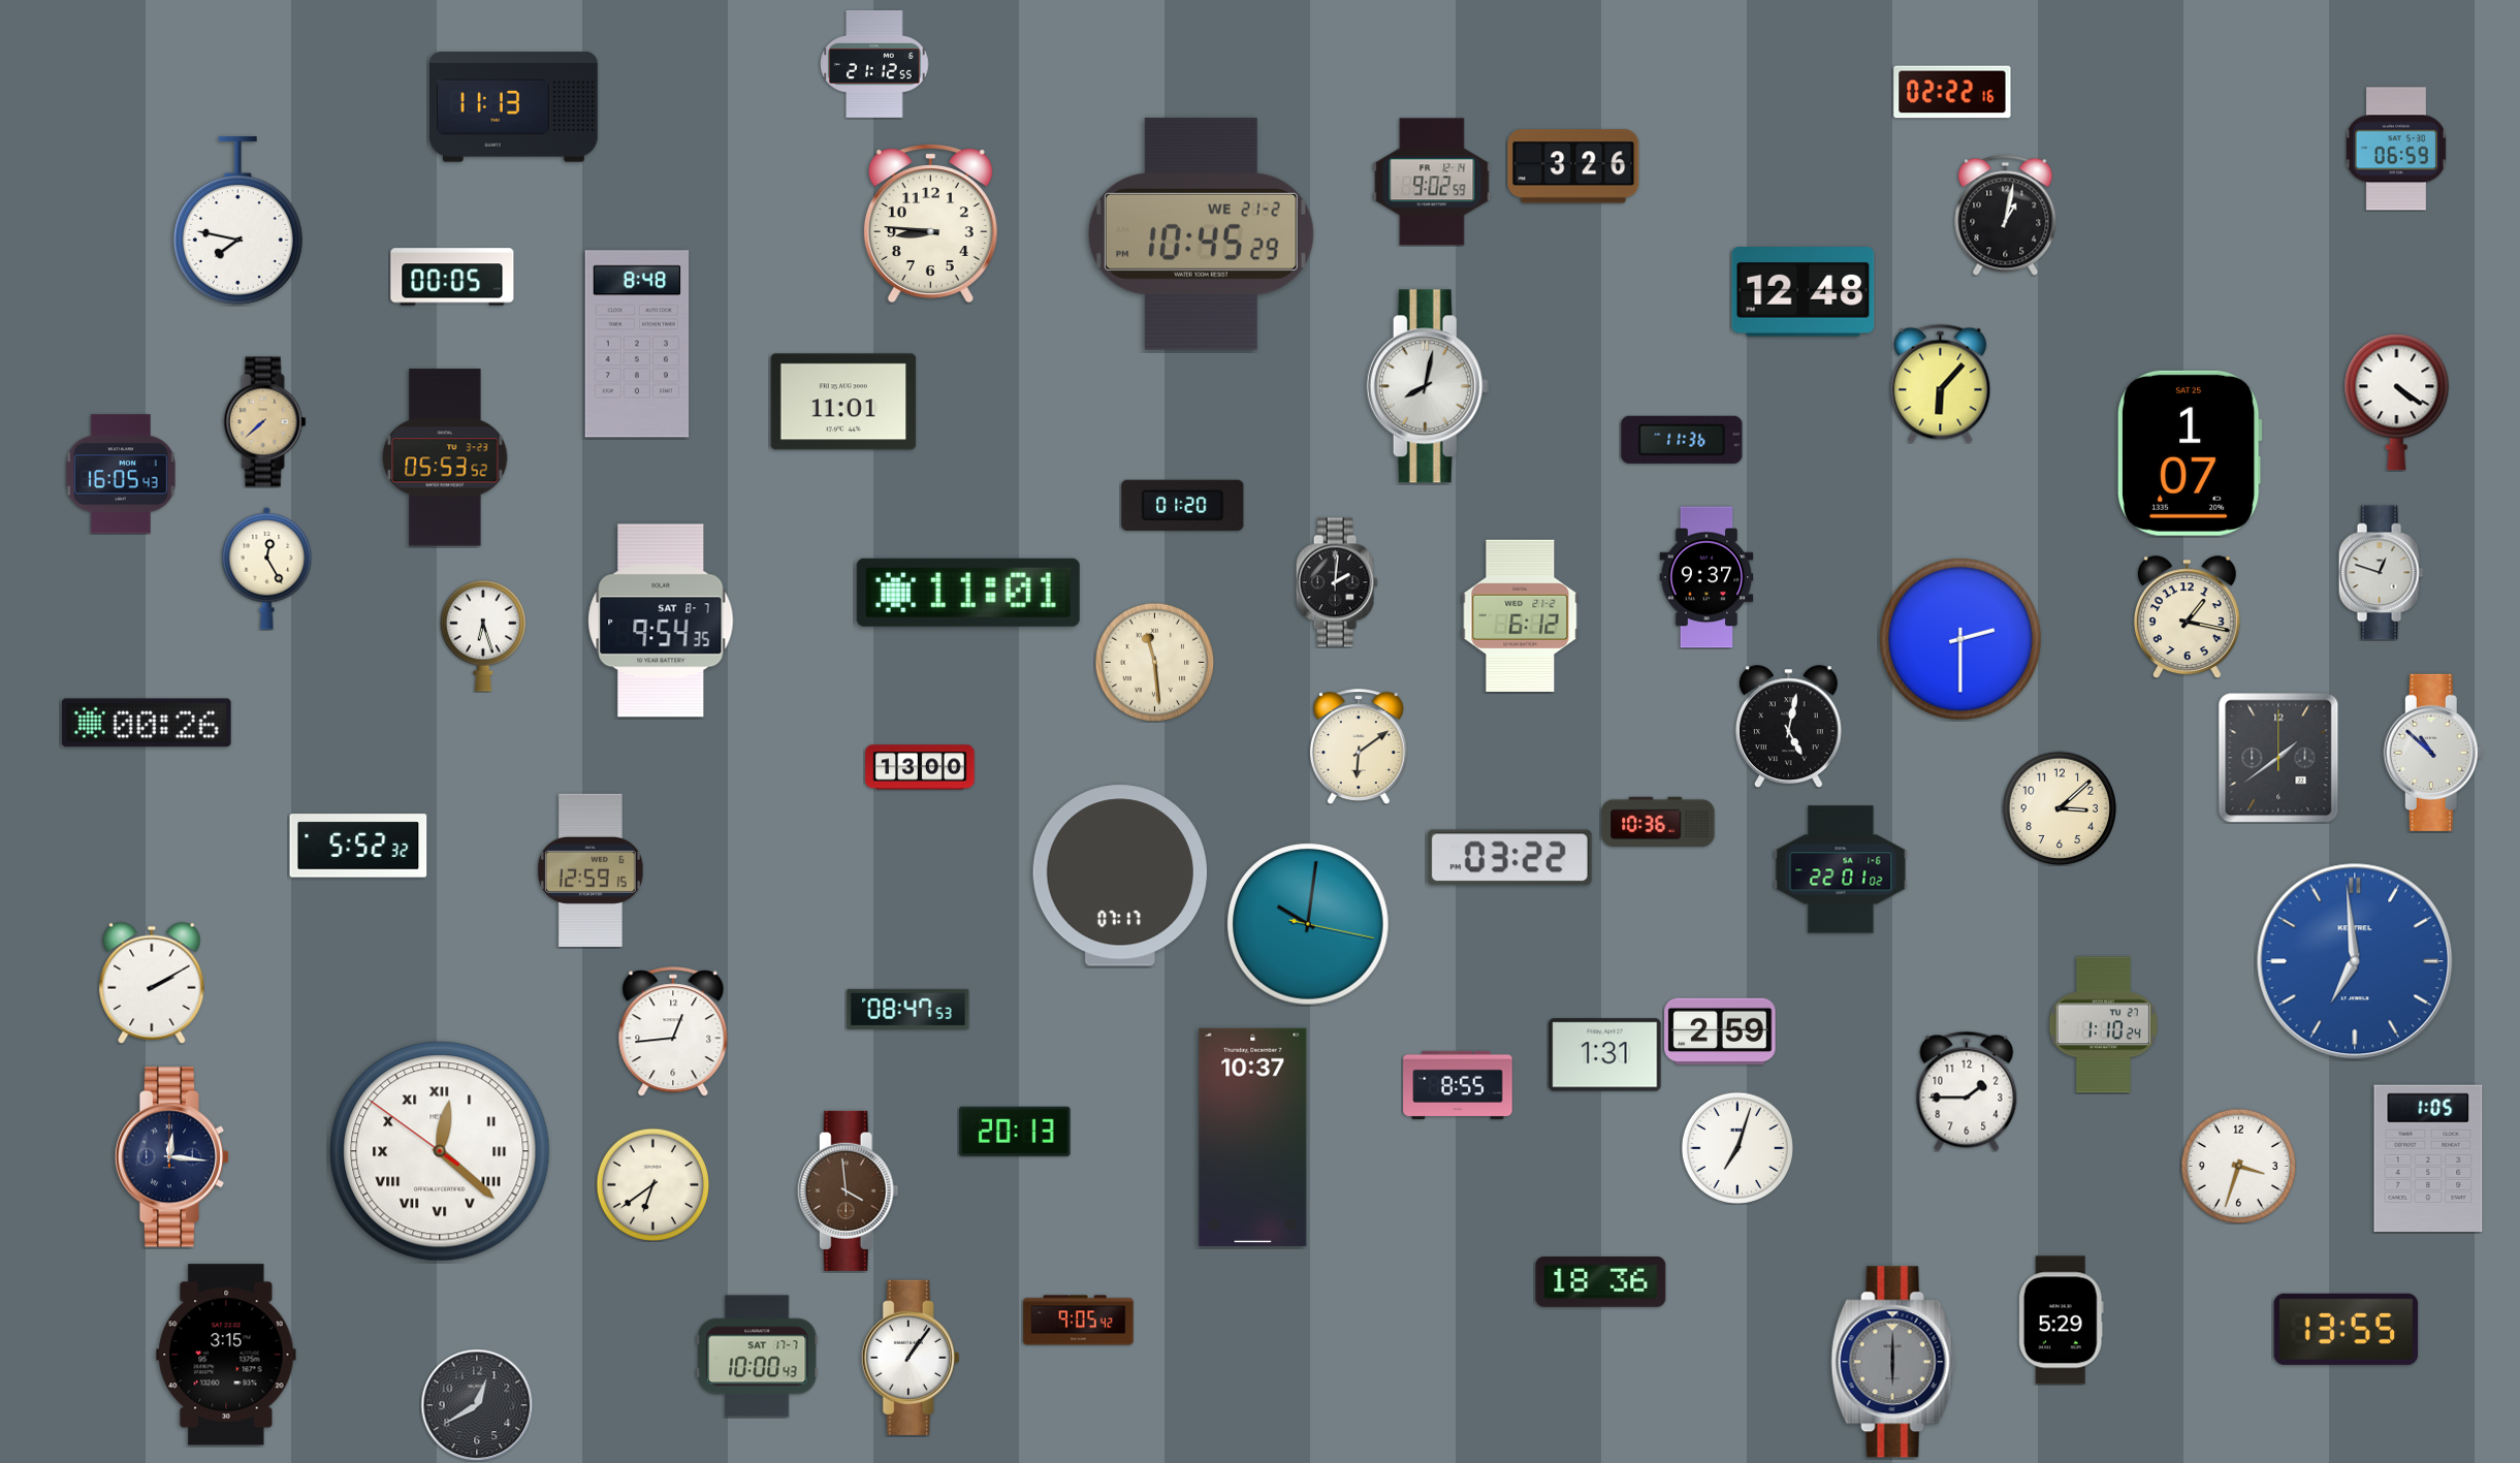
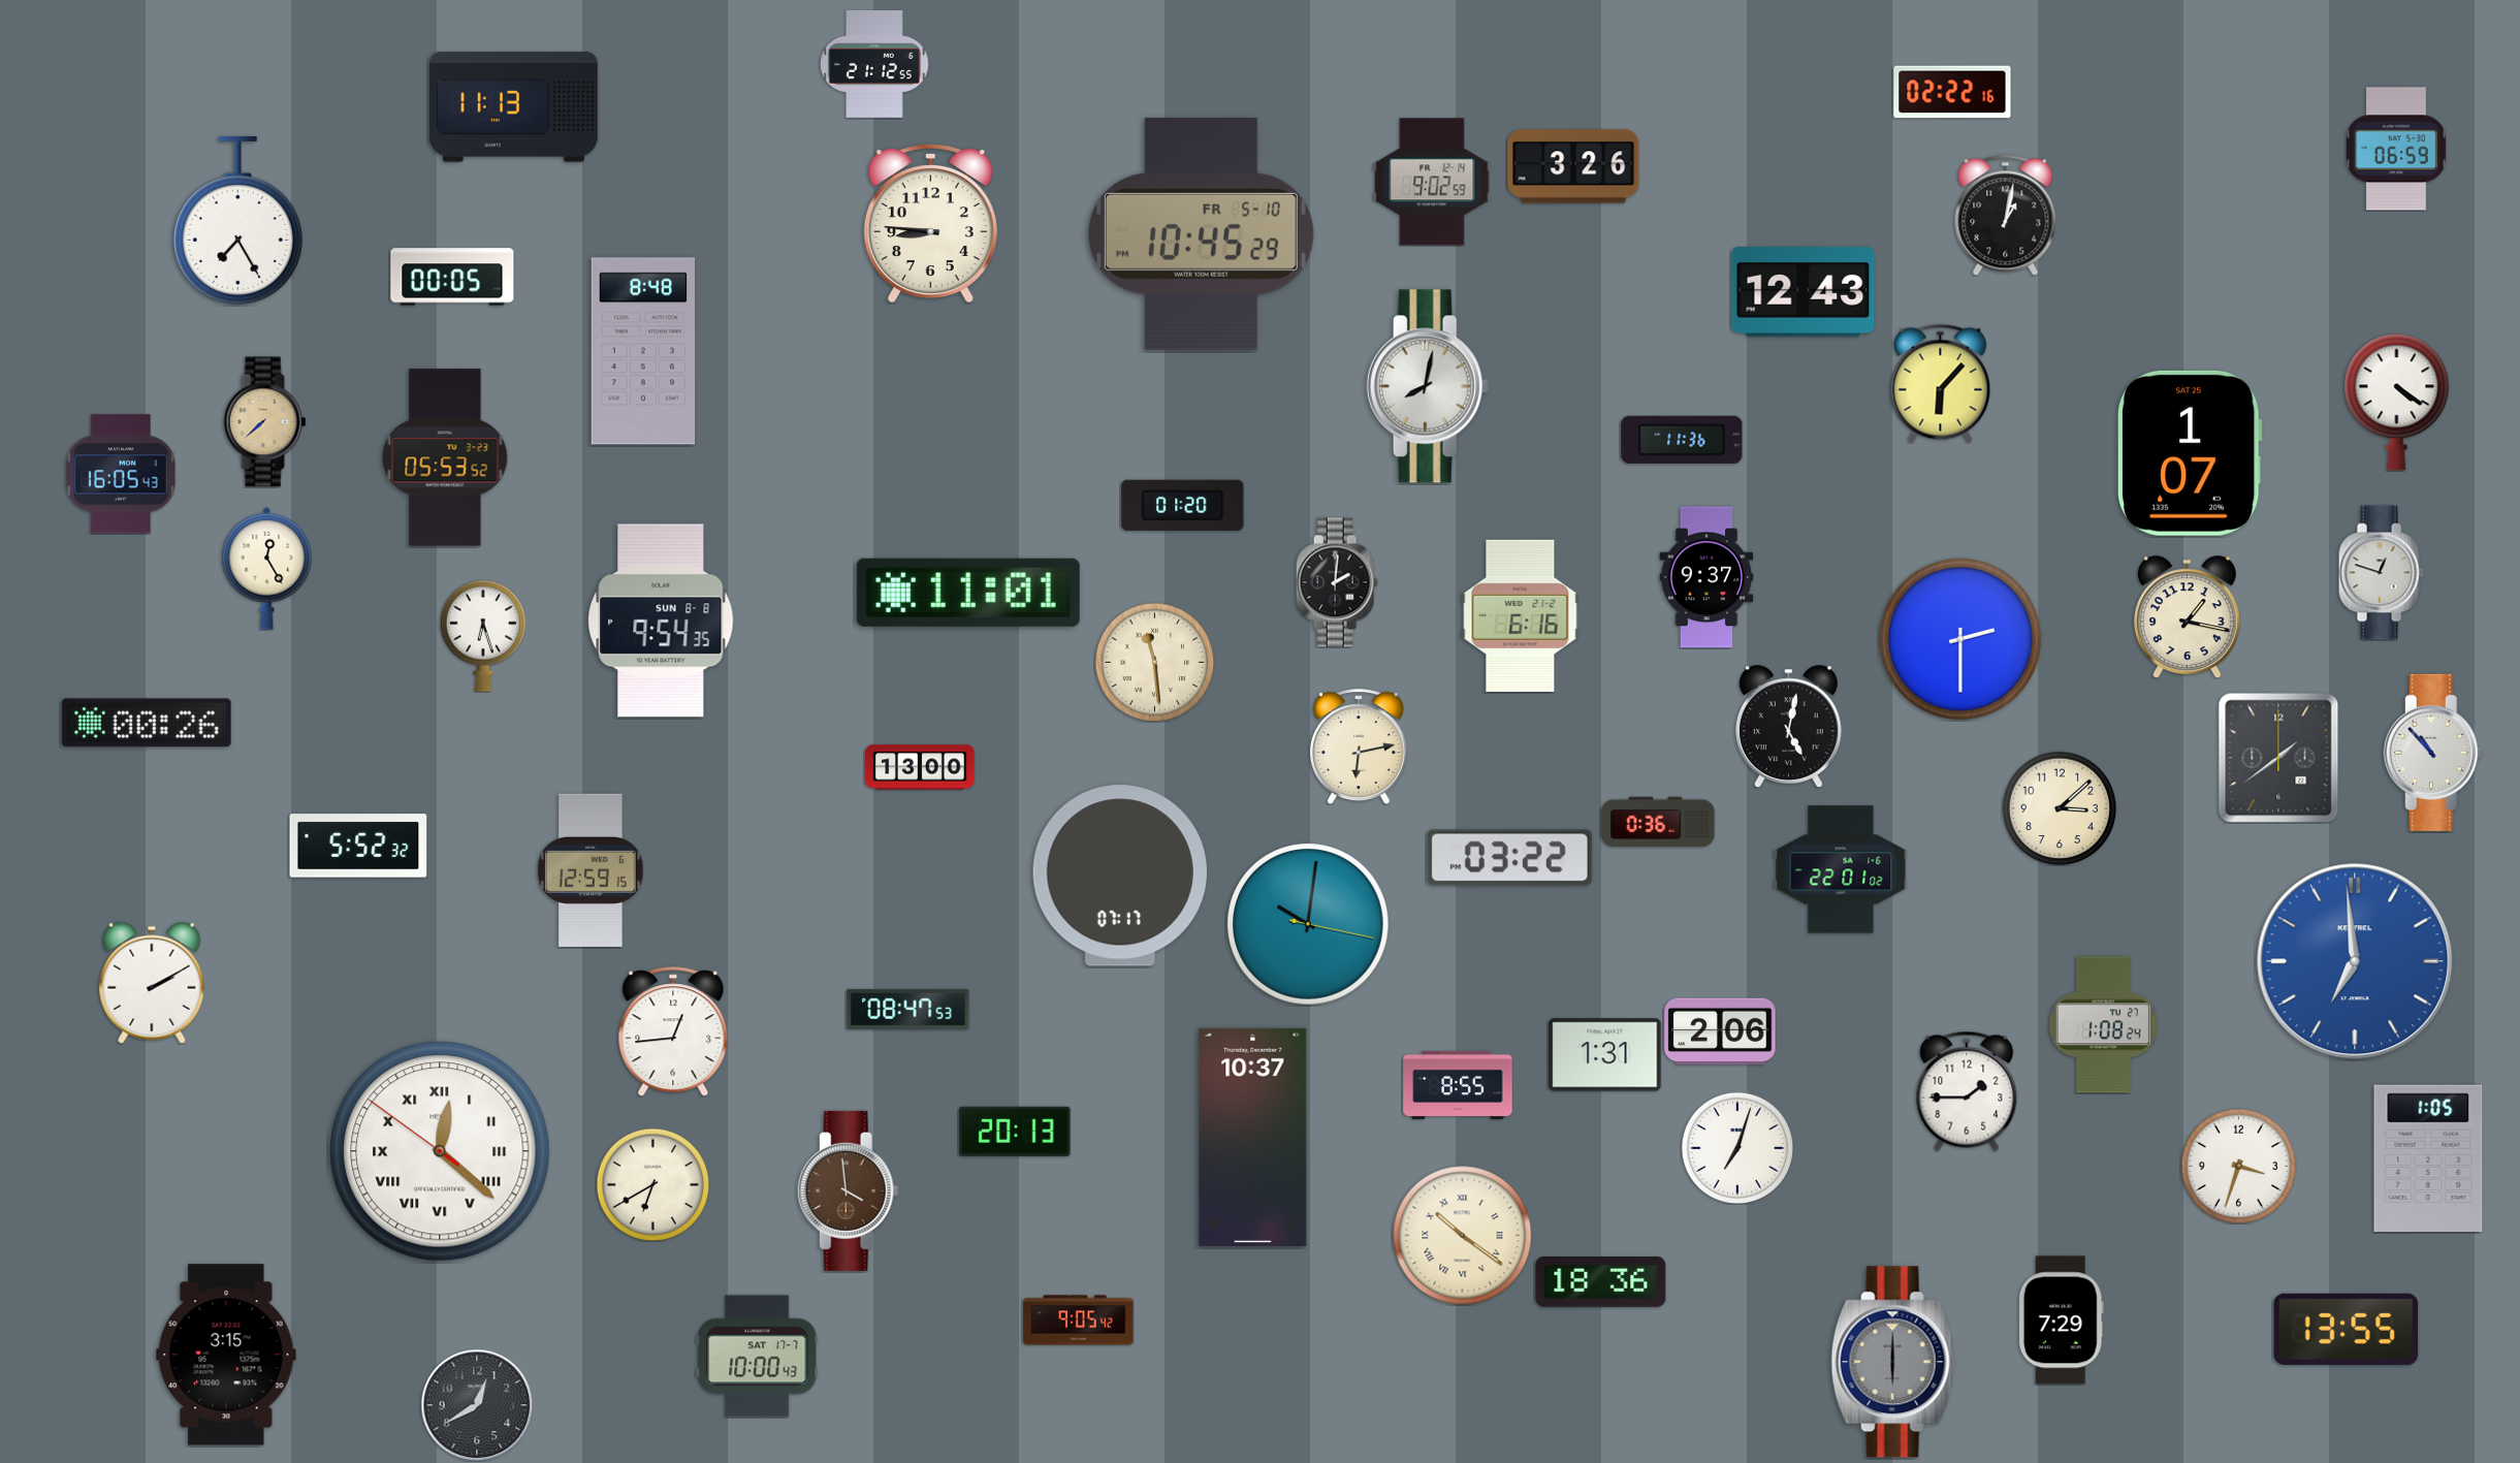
clock at (237, 220): 7:47 -> 7:25
clock at (1201, 233) date: WE 21-2 -> FR 5-10
clock at (1804, 292): 12:48 -> 12:43
clock at (637, 344) position: (637, 344) -> (643, 351)
clock at (843, 402): 11:01 -> none
clock at (1521, 615): 6:12 -> 6:16
clock at (661, 621) date: SAT 8-7 -> SUN 8-8
clock at (1359, 746): 6:09 -> 6:13
clock at (2433, 753): 10:52 -> 10:53
clock at (1658, 822): 10:36 -> 0:36
clock at (2103, 1025): 1:10 -> 1:08
clock at (1720, 1031): 2:59 -> 2:06
clock at (172, 1157): 12:16 -> none
clock at (652, 1184): 6:39 -> 6:40
clock at (1463, 1236): none -> 10:21
clock at (2061, 1321): 5:29 -> 7:29
clock at (911, 1358): 1:06 -> none
